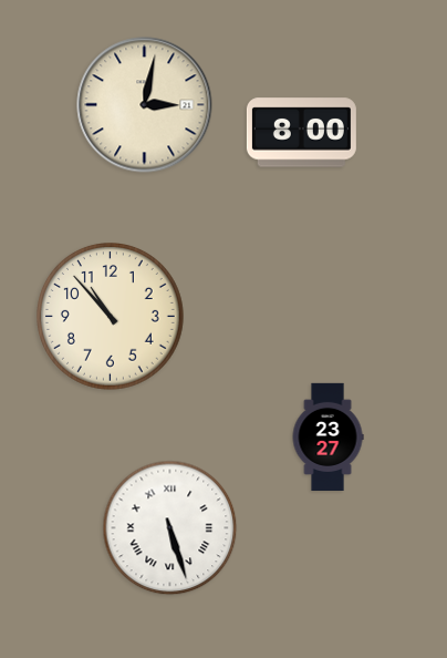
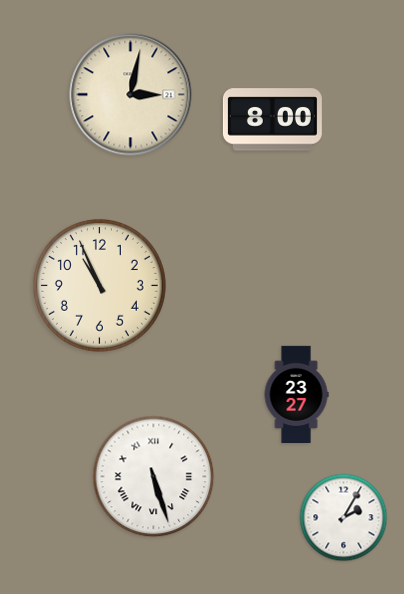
clock at (111, 317): 10:53 -> 10:56
clock at (344, 518): none -> 2:05
